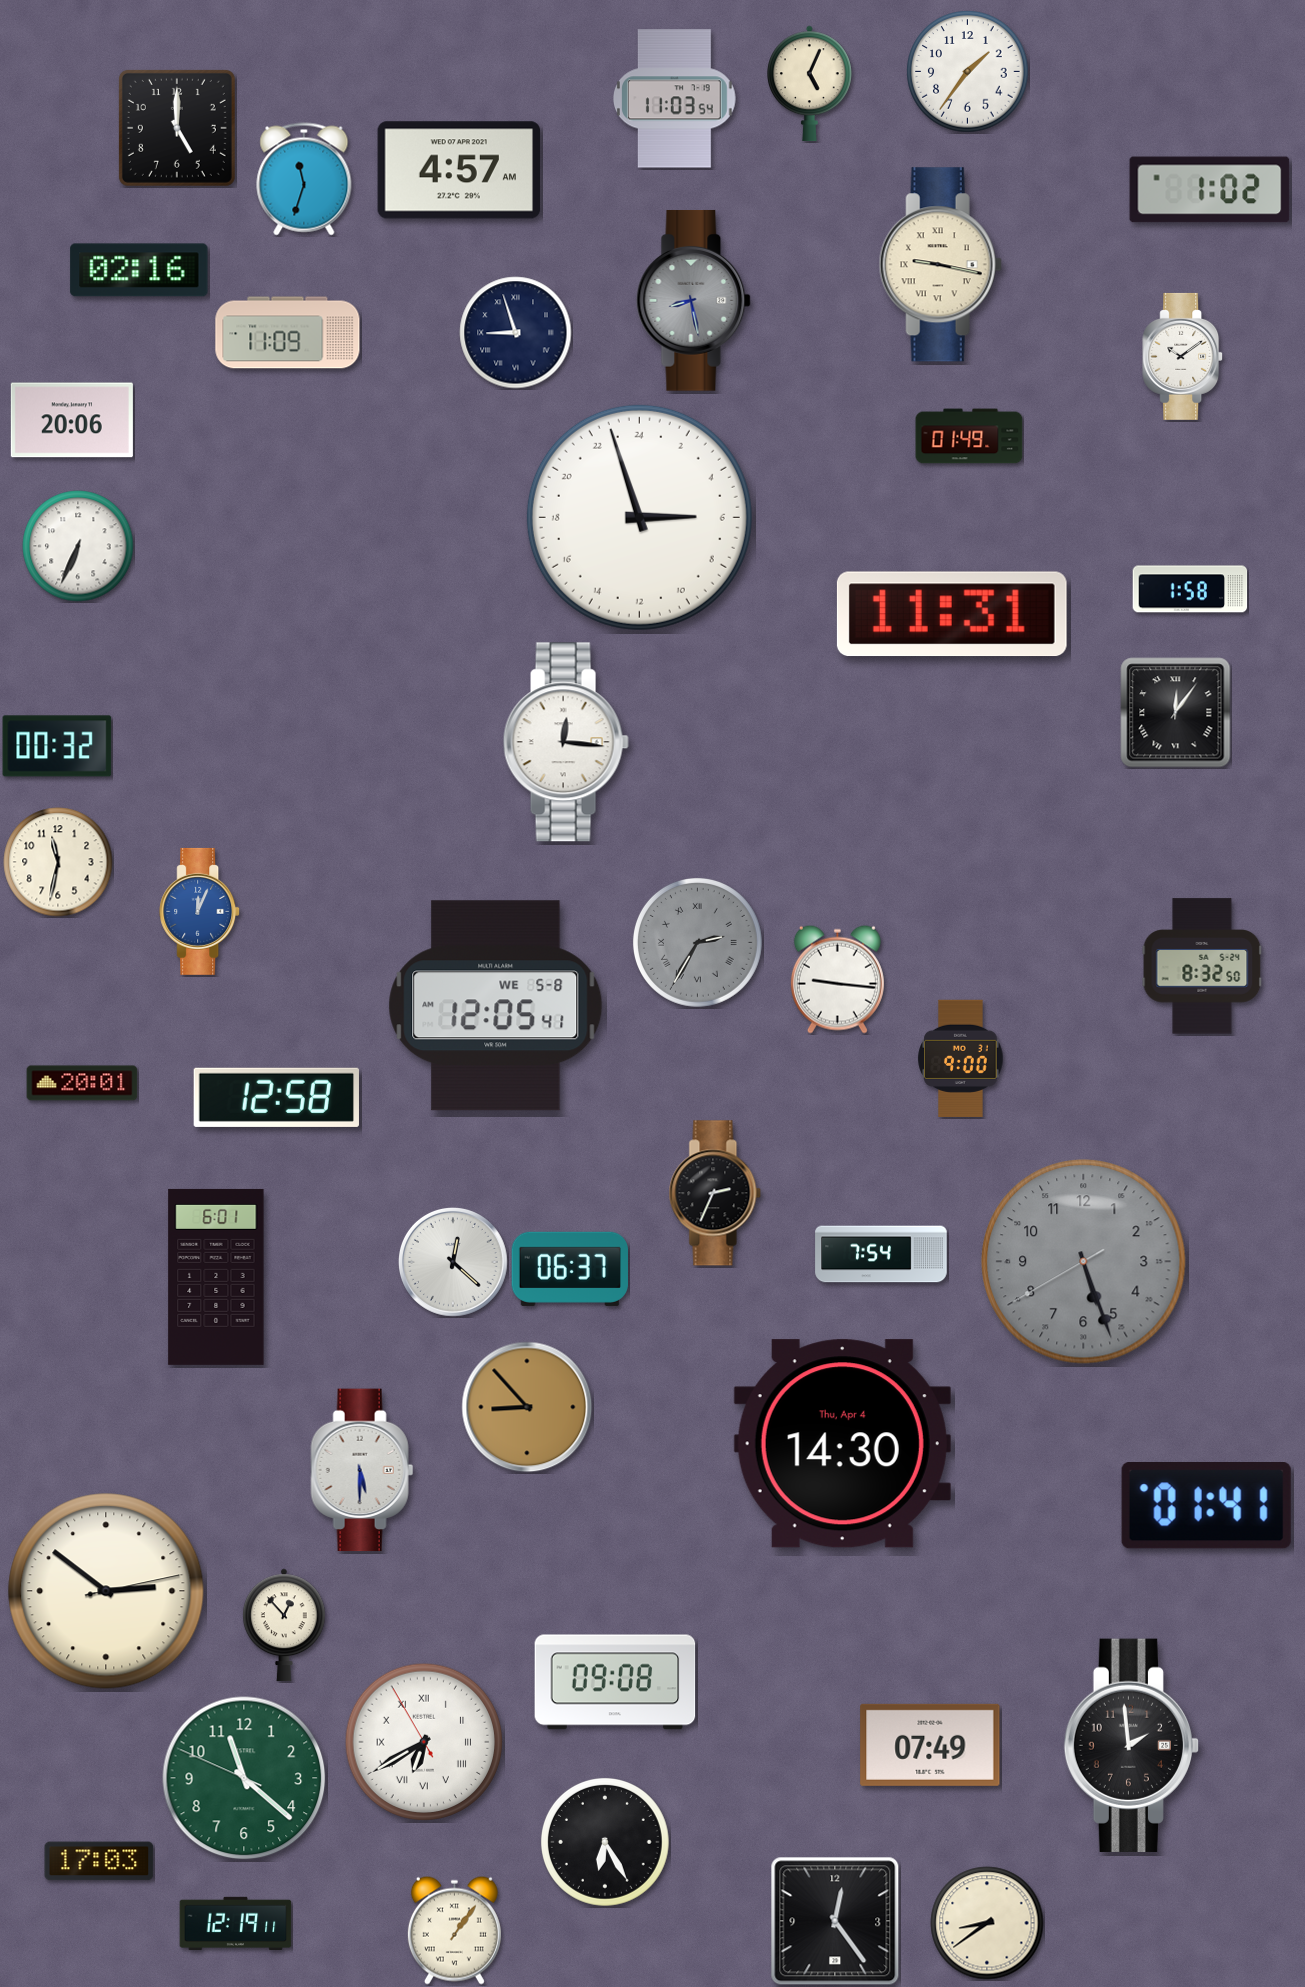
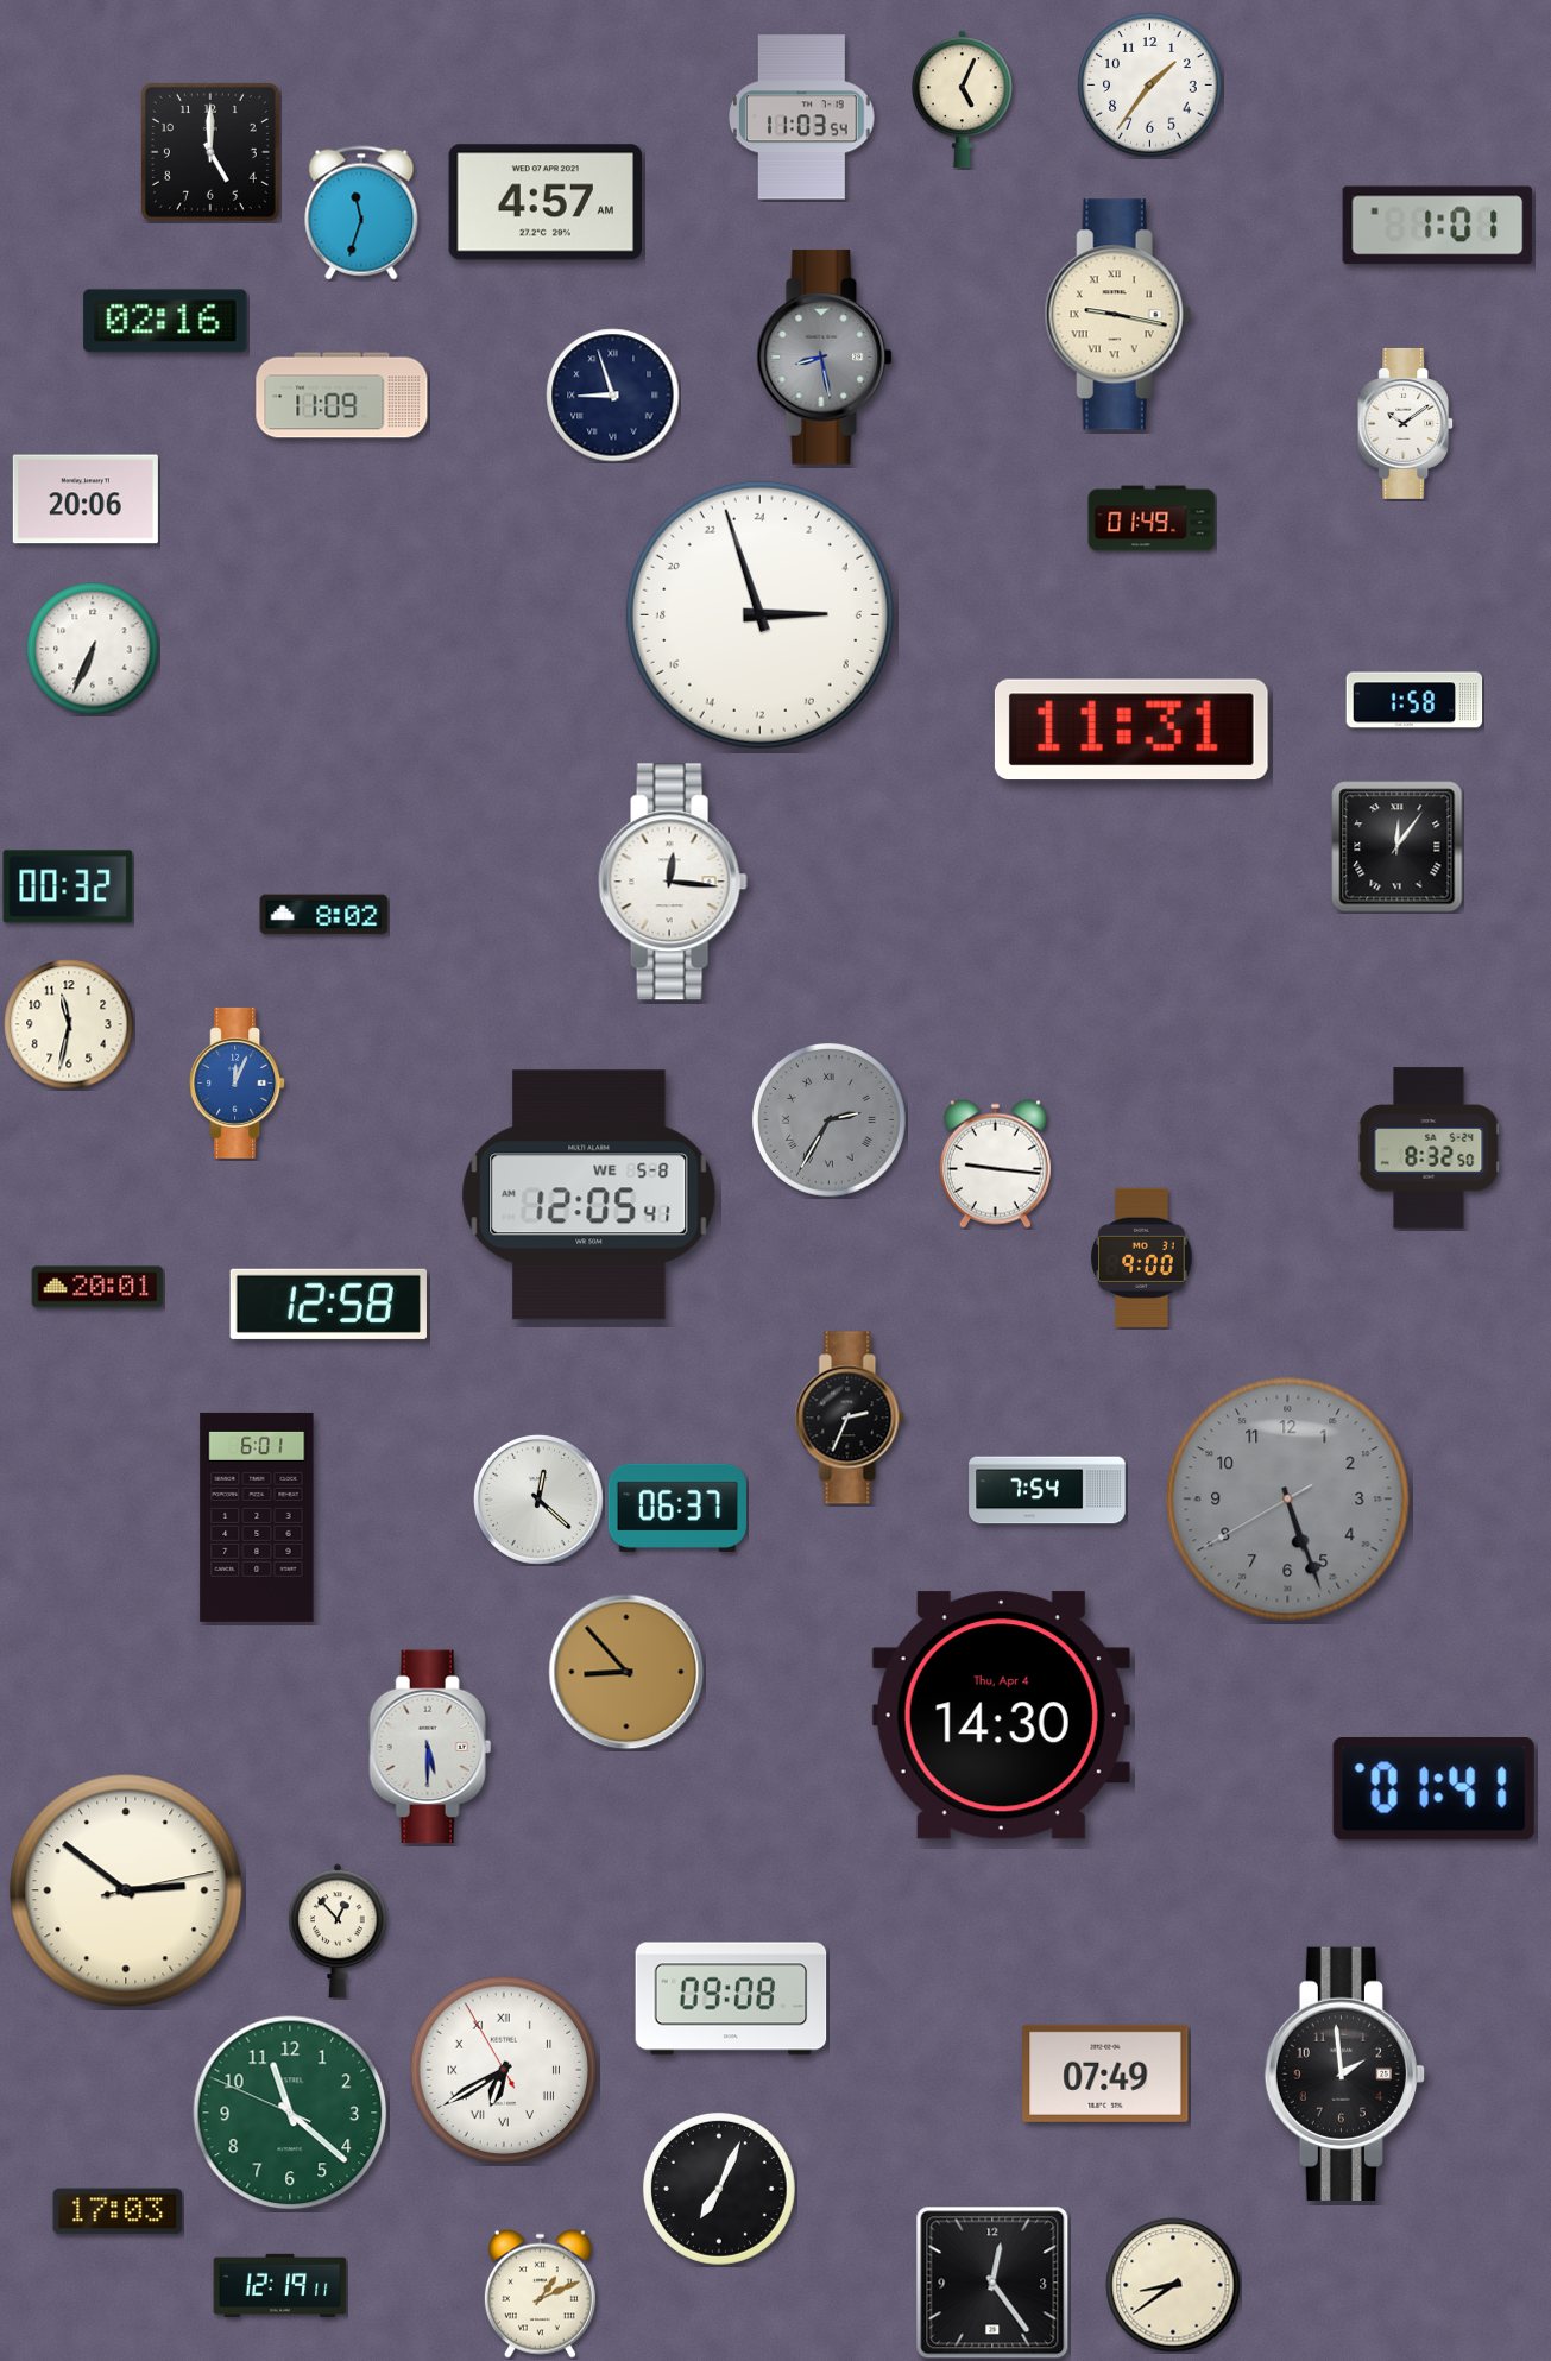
clock at (1210, 190): 1:02 -> 1:01
clock at (324, 915): none -> 8:02
clock at (605, 1842): 6:25 -> 7:04
clock at (454, 1930): 1:06 -> 1:11
